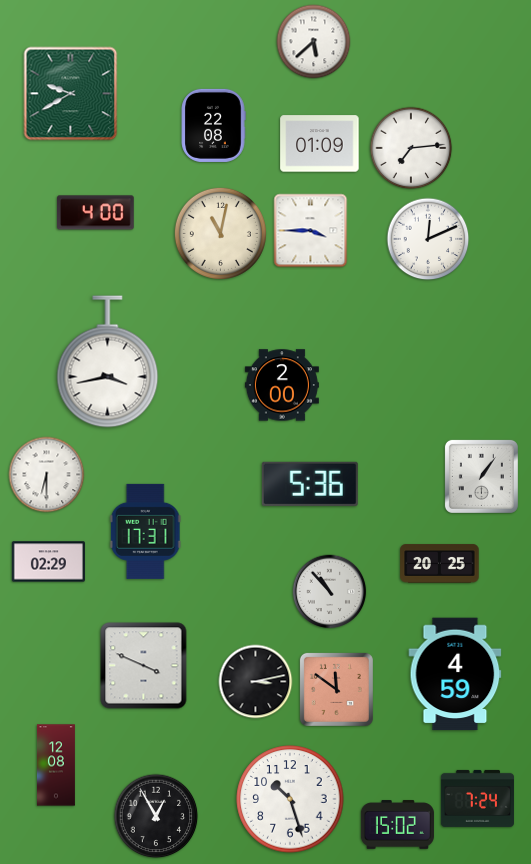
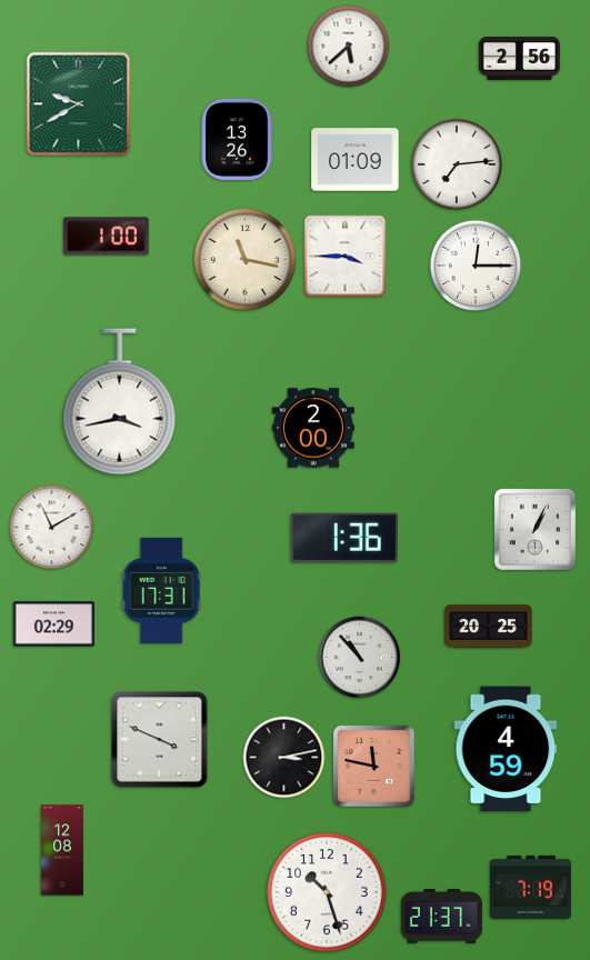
clock at (519, 58): none -> 2:56
clock at (213, 125): 22:08 -> 13:26
clock at (96, 213): 4:00 -> 1:00
clock at (220, 233): 11:02 -> 11:17
clock at (428, 239): 12:11 -> 12:15
clock at (47, 475): 6:30 -> 11:10
clock at (481, 476): 1:06 -> 1:04
clock at (310, 484): 5:36 -> 1:36
clock at (330, 592) position: (330, 592) -> (360, 658)
clock at (336, 689): 11:51 -> 11:47
clock at (477, 798): 7:24 -> 7:19
clock at (290, 799) position: (290, 799) -> (327, 892)
clock at (156, 816): 12:55 -> none
clock at (397, 825): 15:02 -> 21:37
